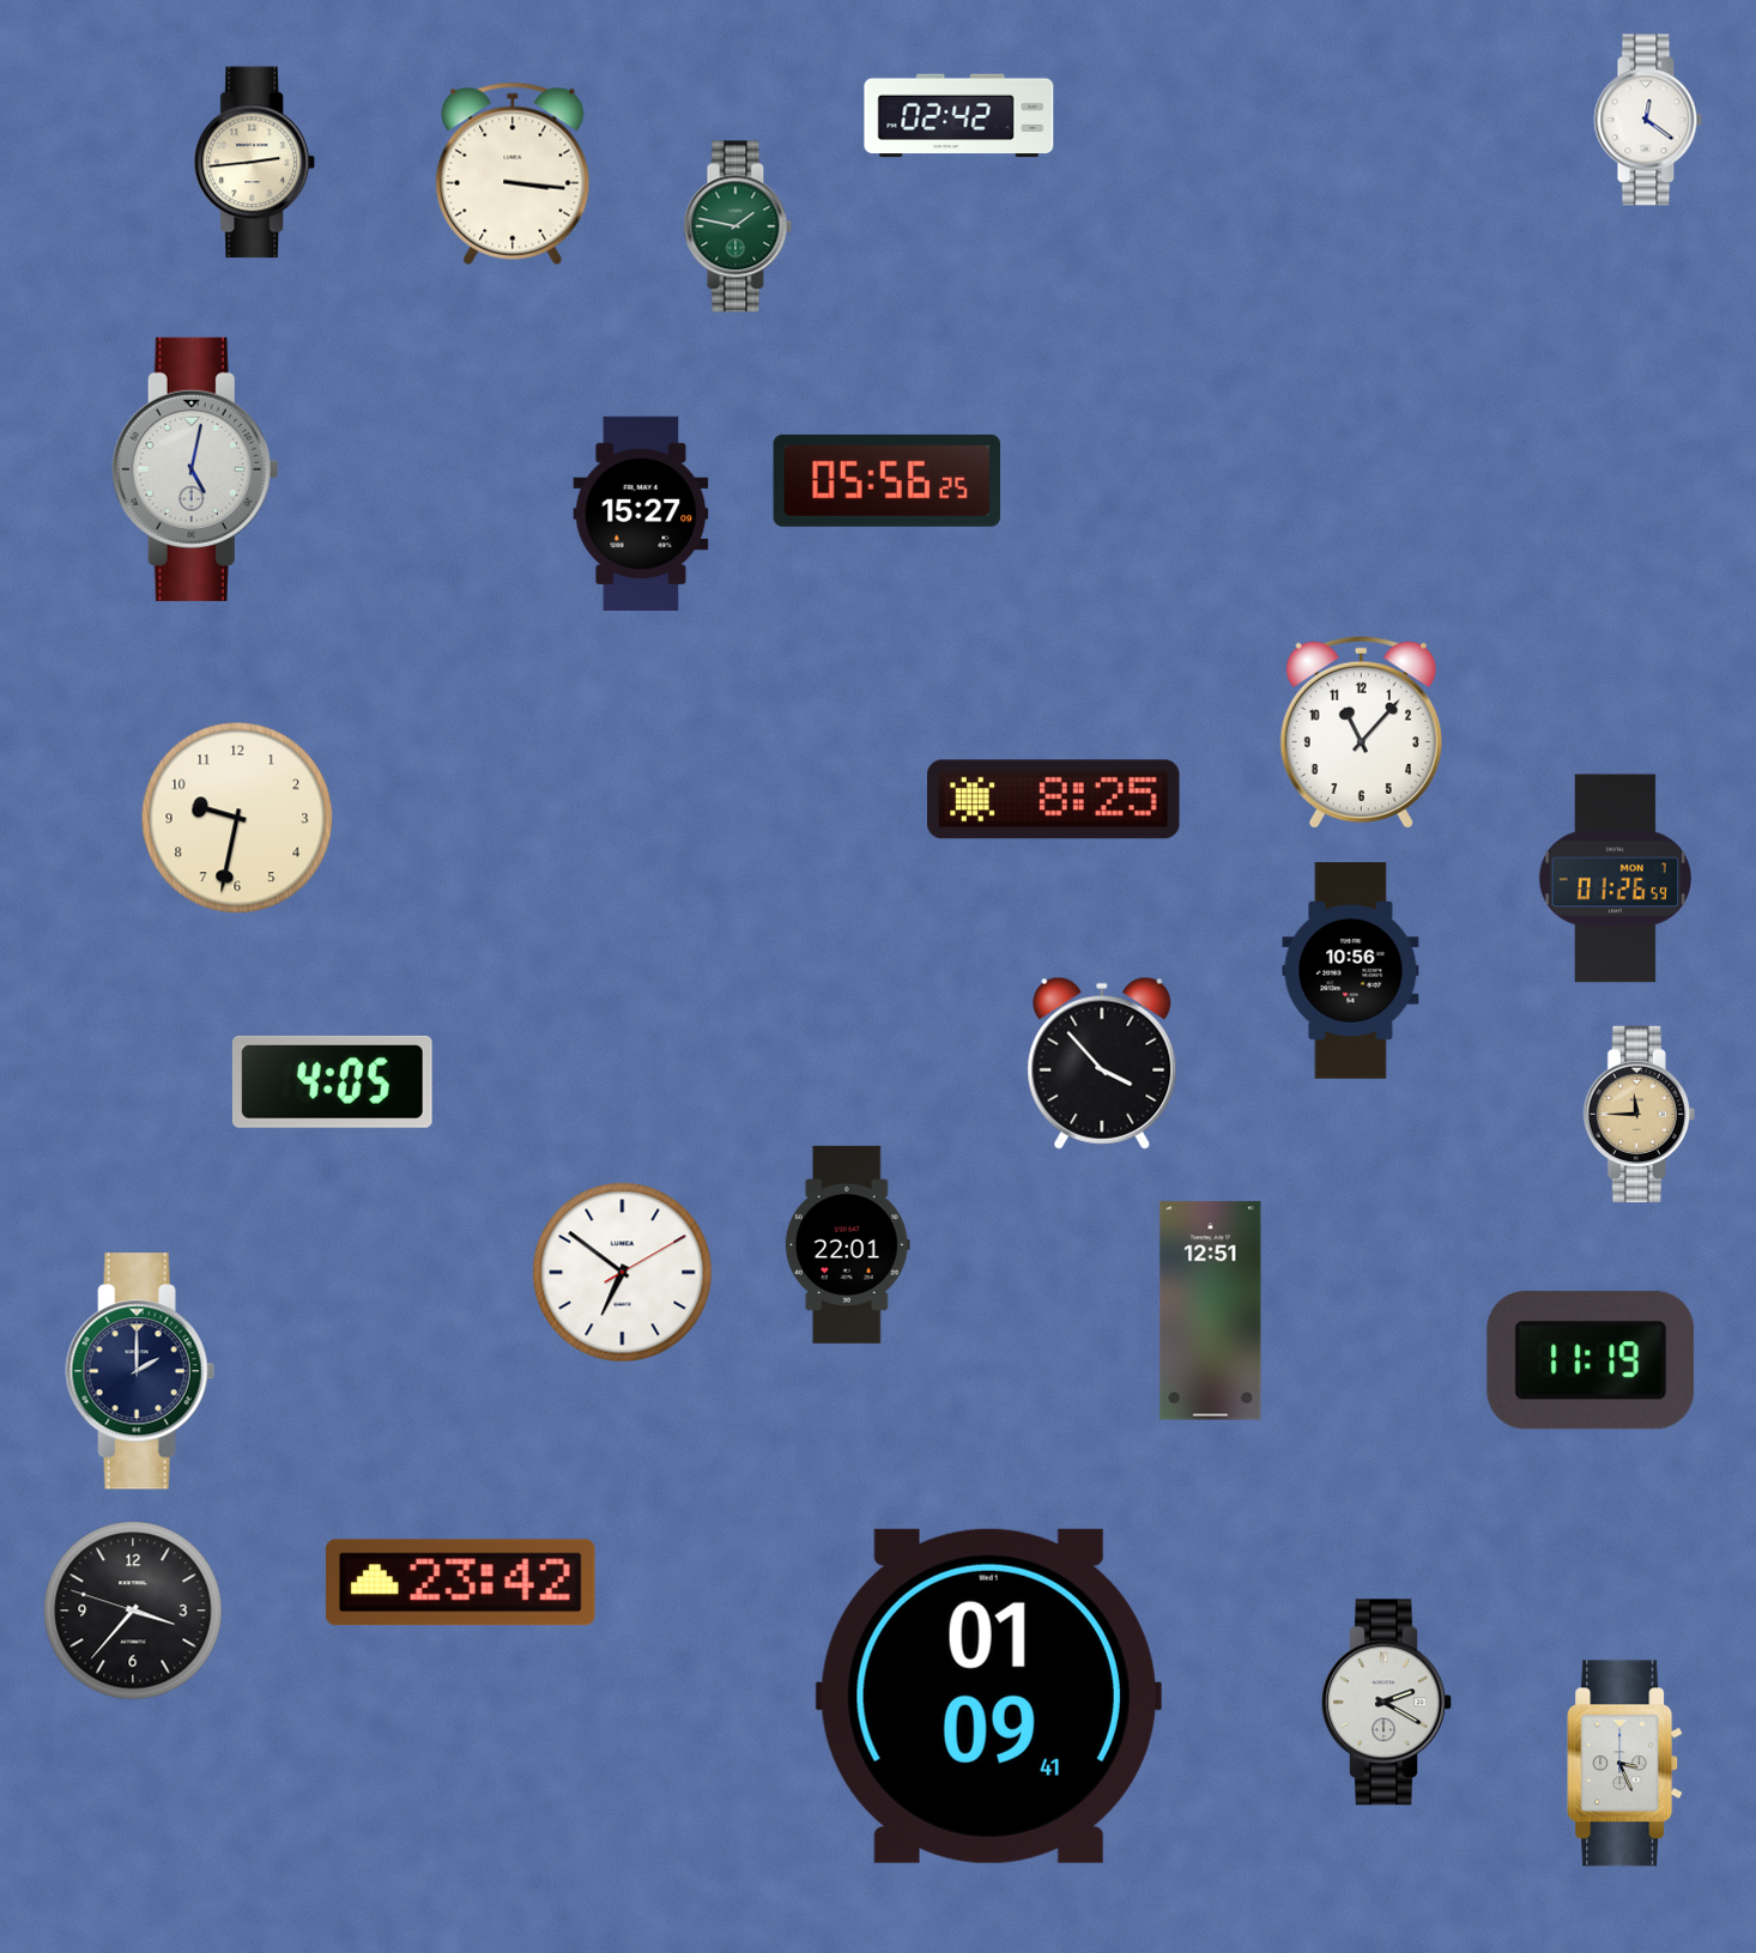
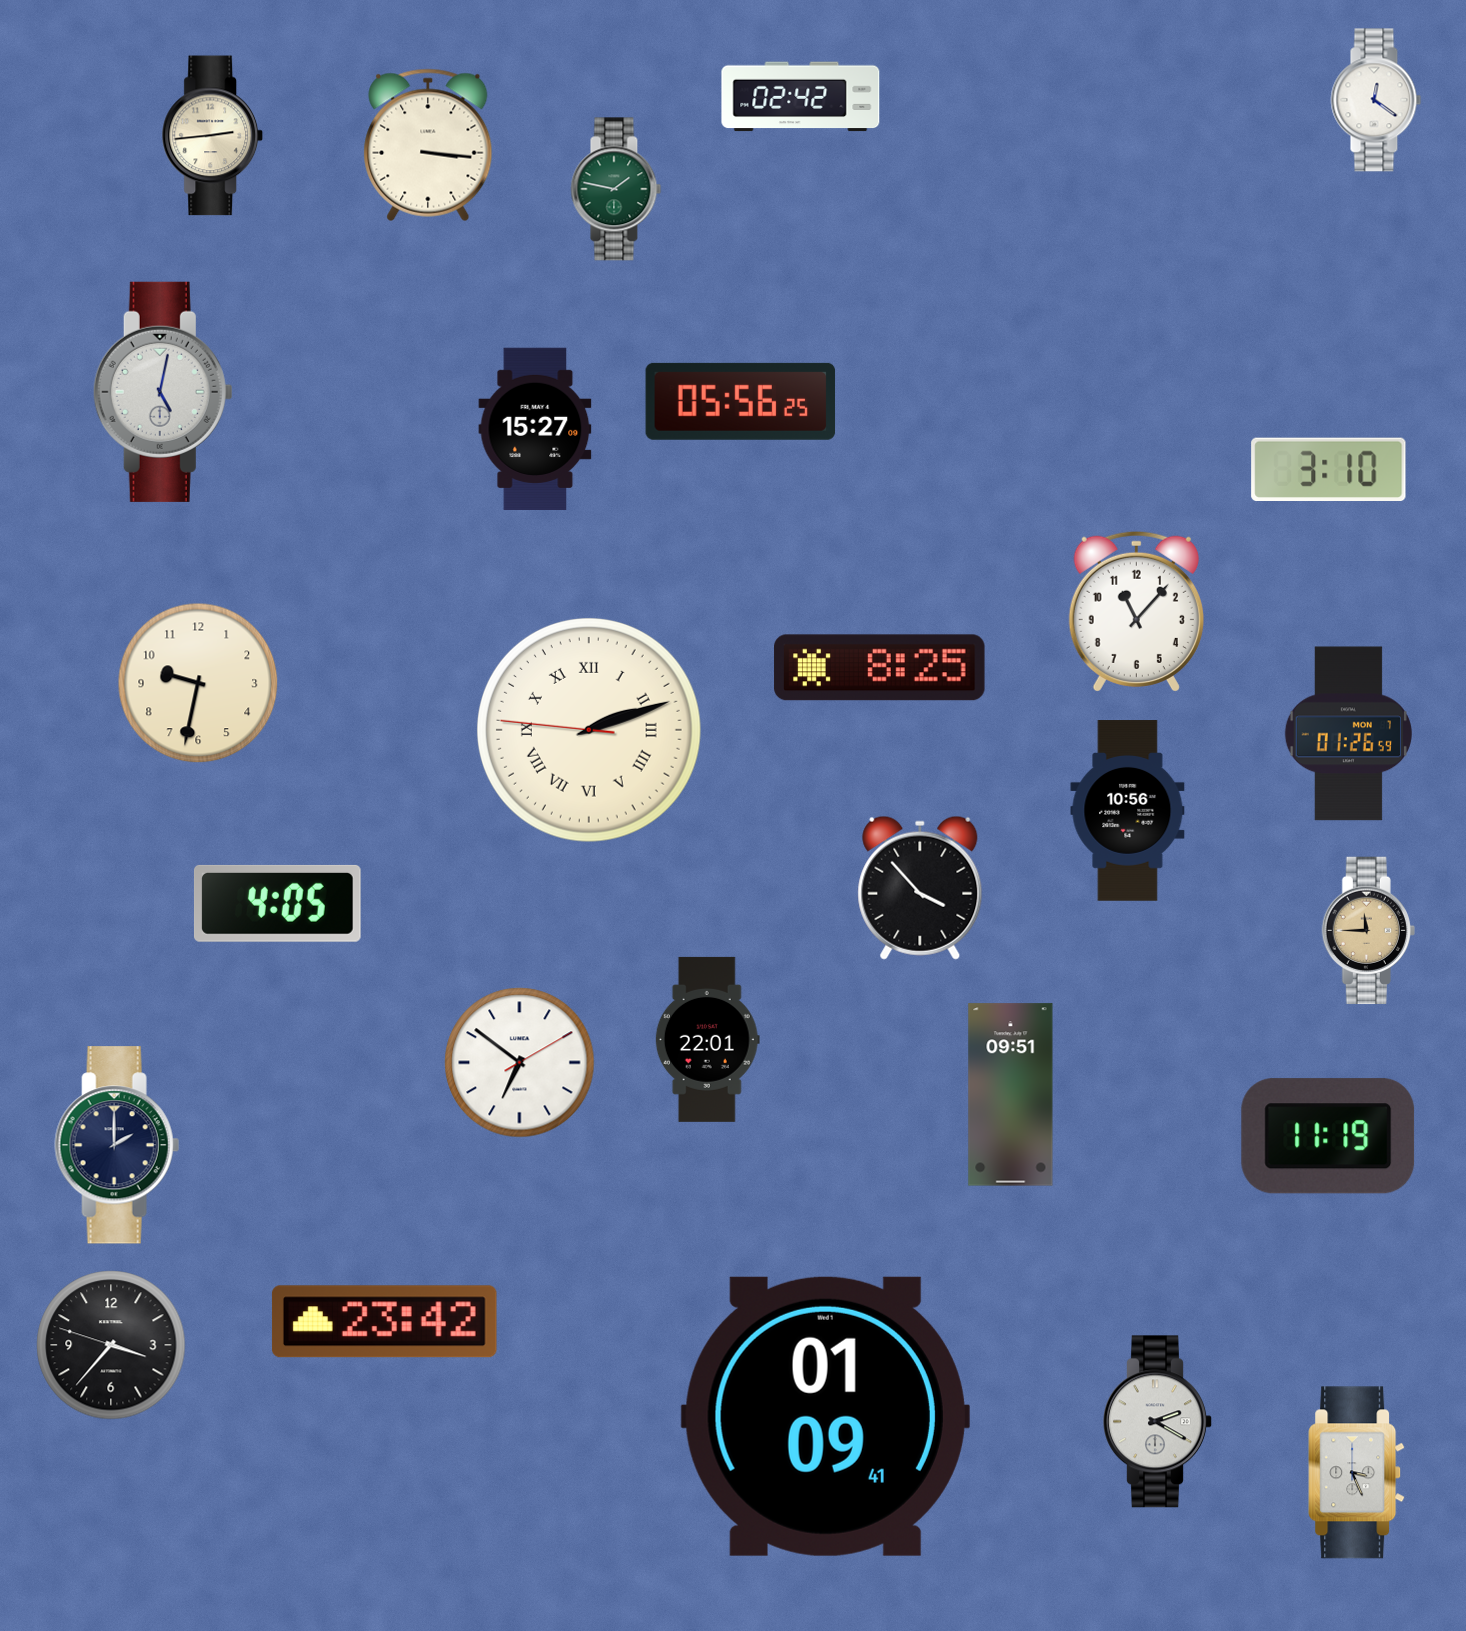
clock at (1329, 469): none -> 3:10
clock at (589, 730): none -> 2:11
clock at (1211, 1311): 12:51 -> 09:51
